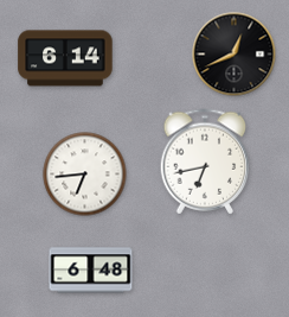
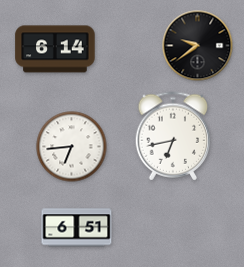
clock at (235, 55): 12:41 -> 9:39
clock at (91, 271): 6:48 -> 6:51
